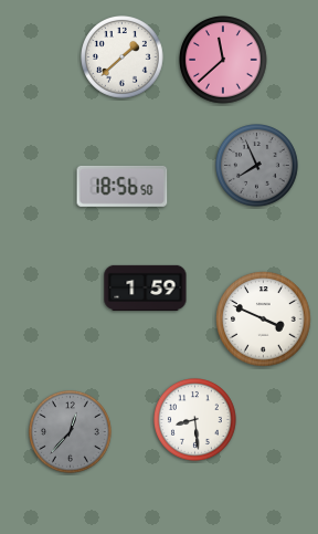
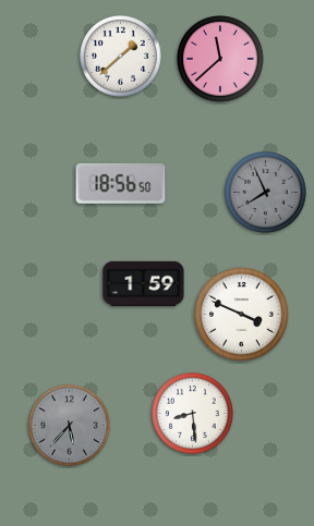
clock at (257, 166) position: (257, 166) -> (266, 193)
clock at (264, 320) position: (264, 320) -> (242, 315)
clock at (71, 432): 12:37 -> 5:37
